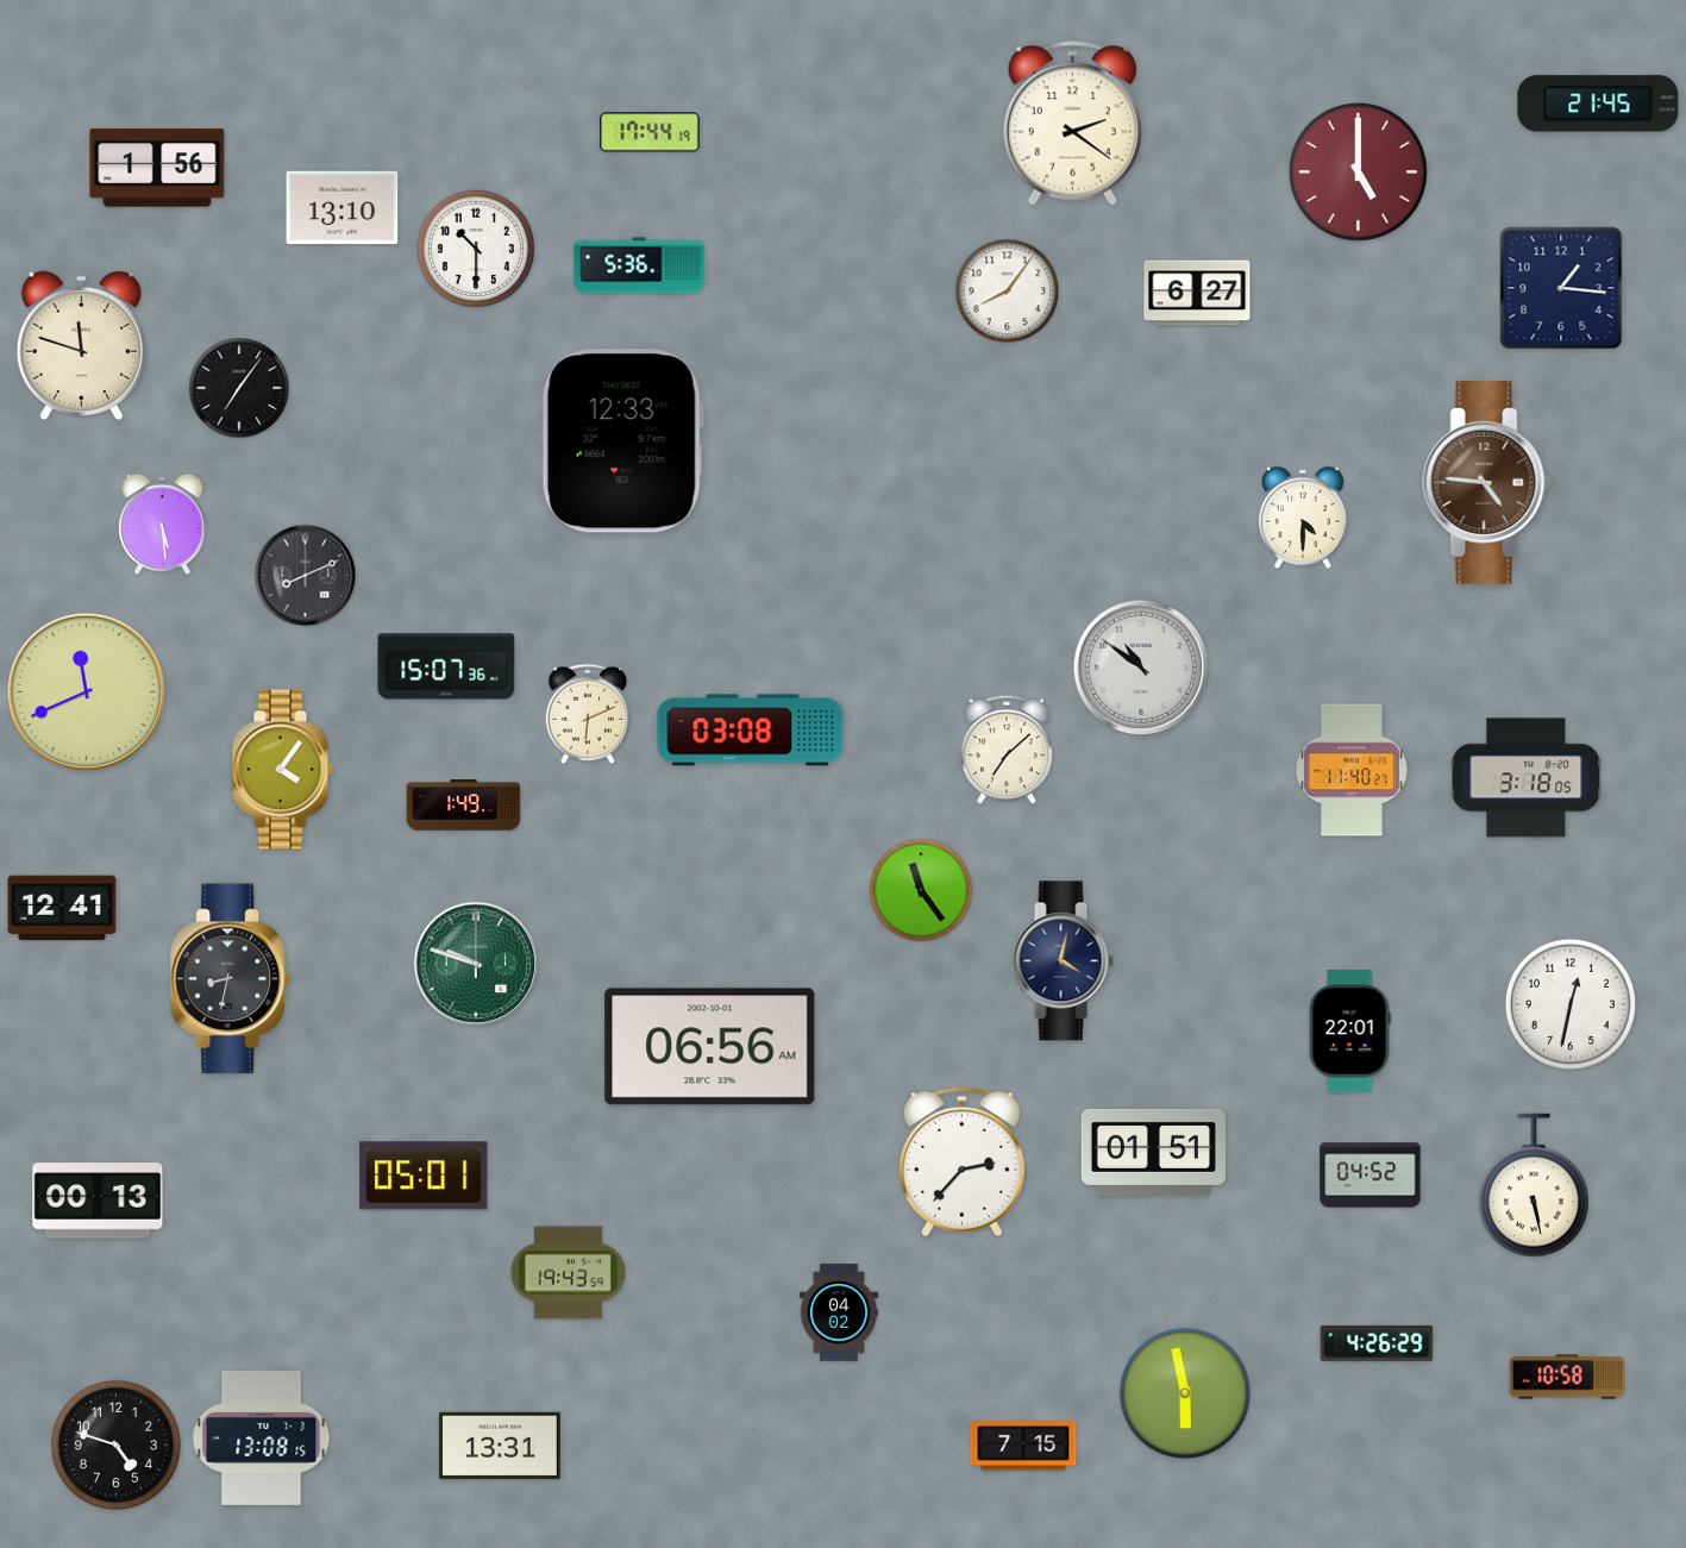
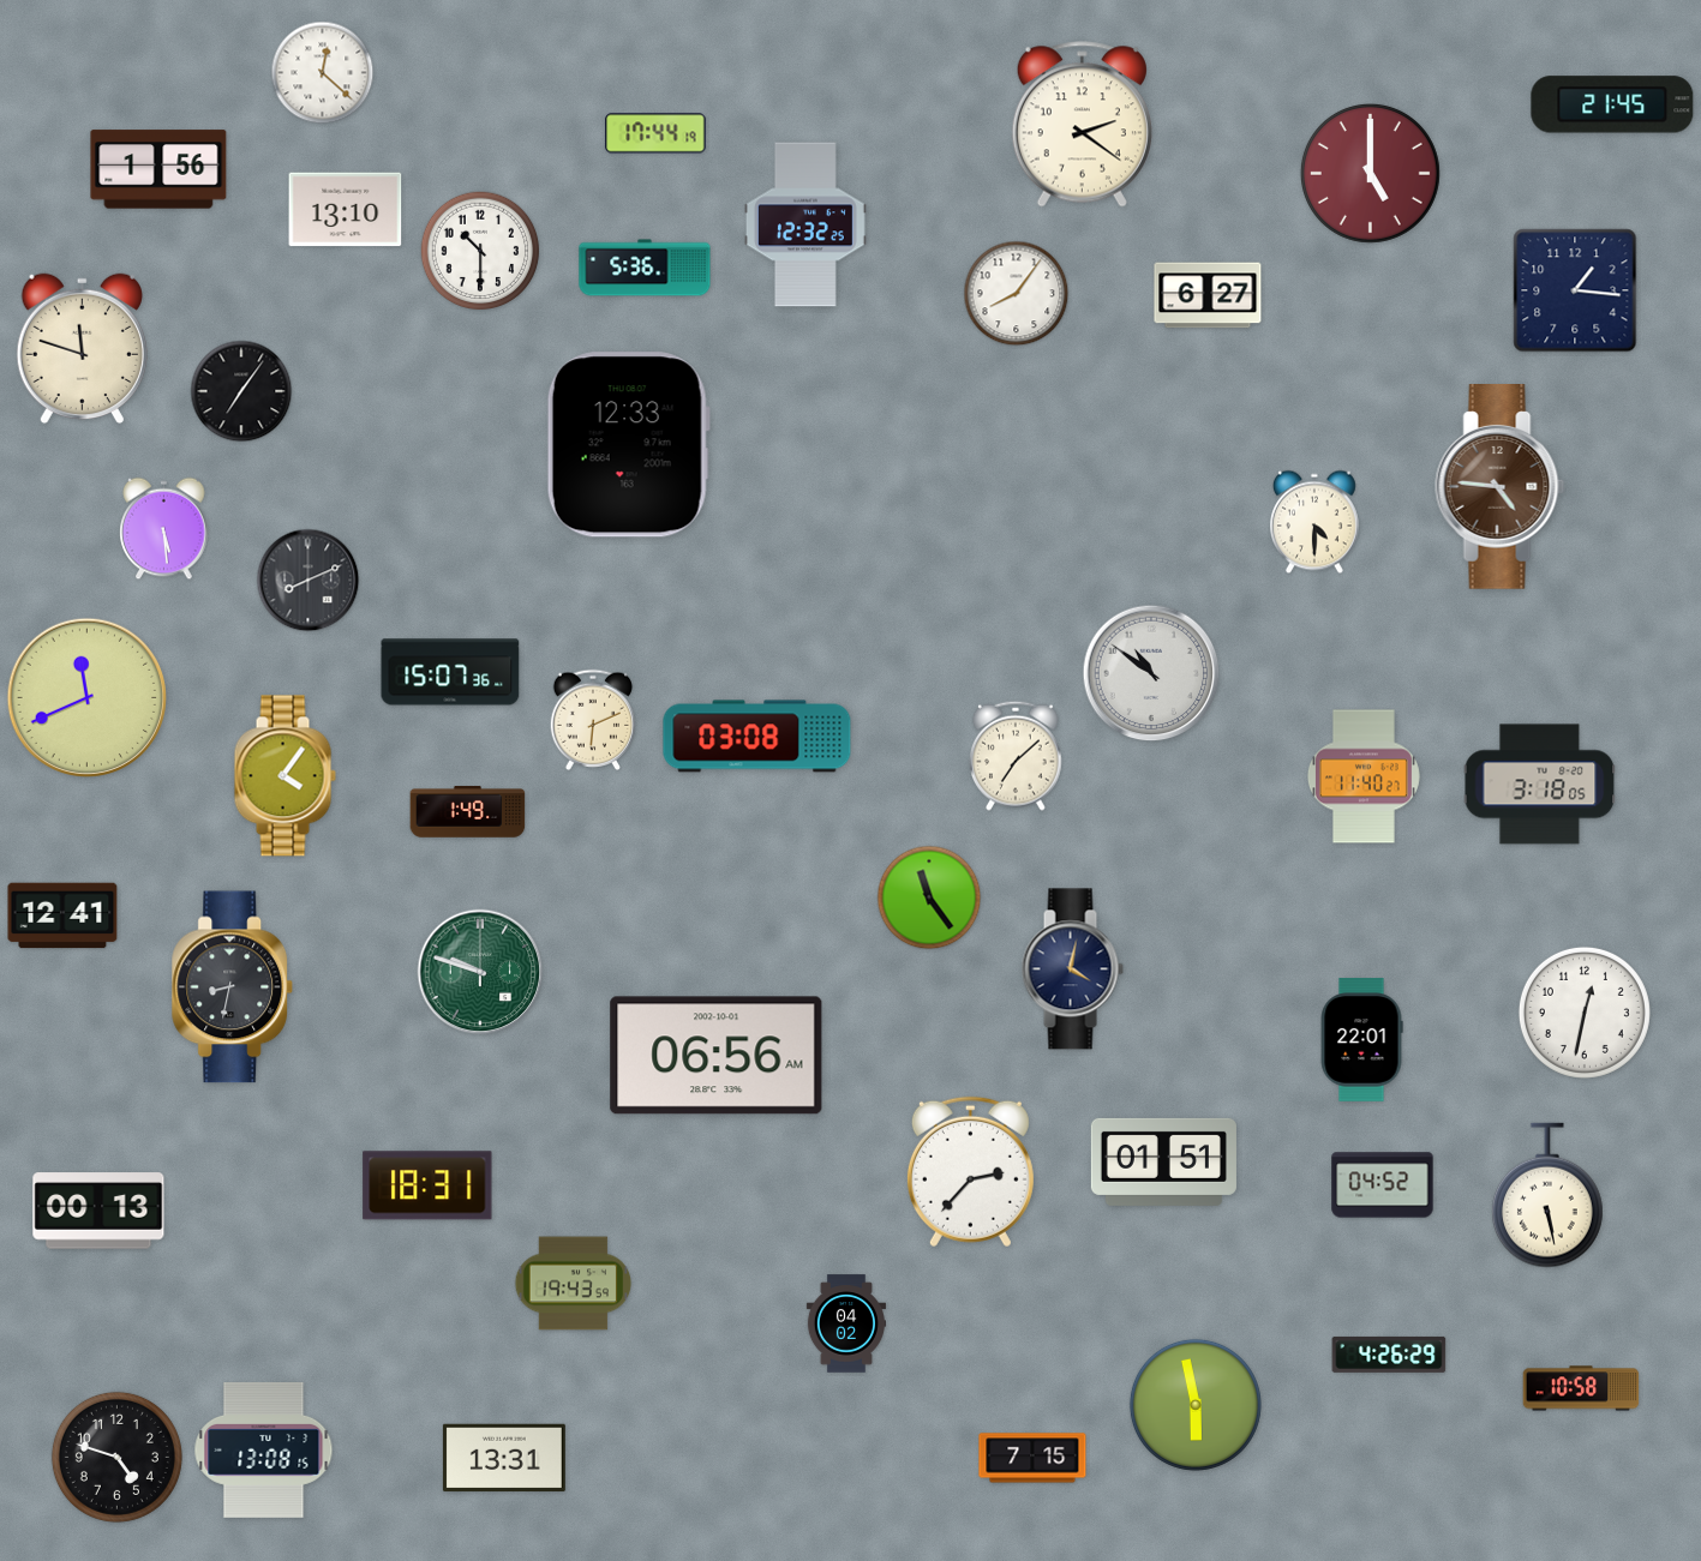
clock at (323, 73): none -> 12:22
clock at (805, 224): none -> 12:32
clock at (424, 1176): 05:01 -> 18:31
